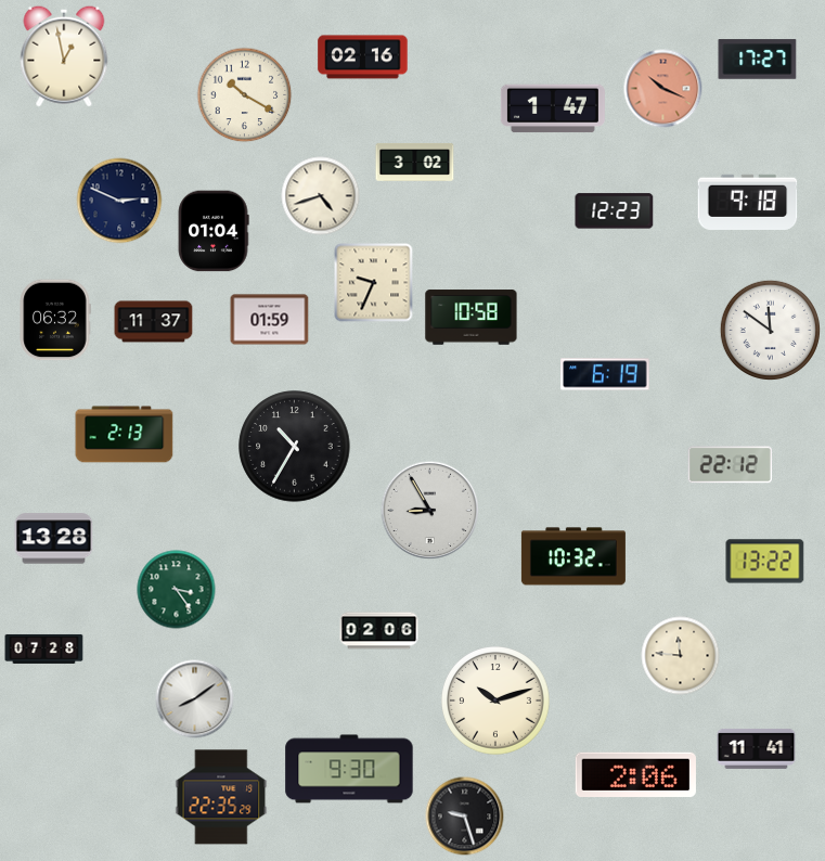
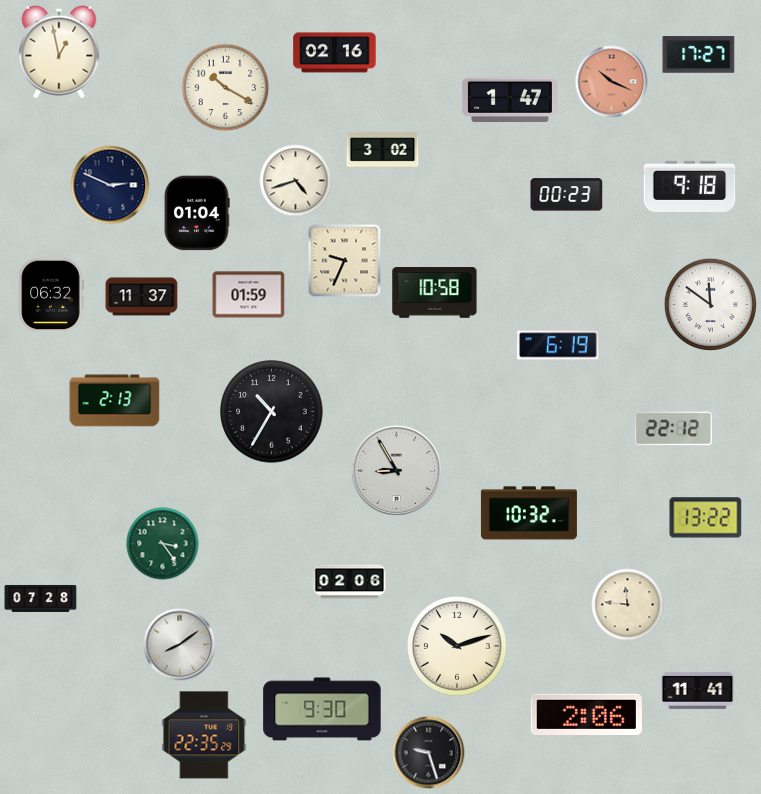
clock at (615, 211): 12:23 -> 00:23
clock at (54, 539): 13:28 -> none
